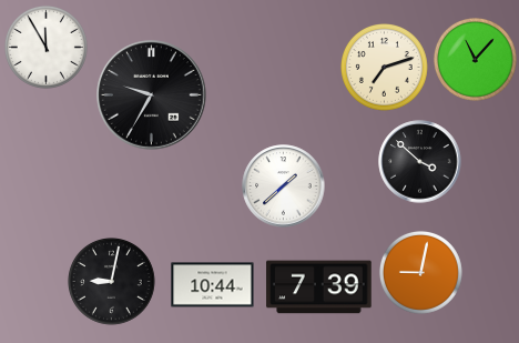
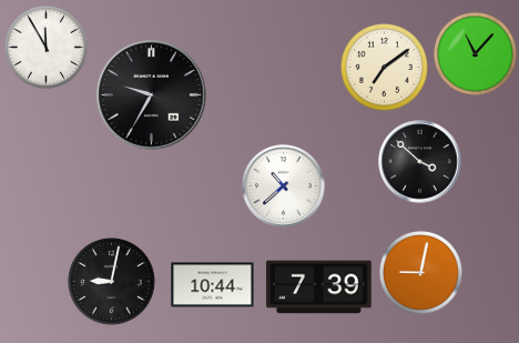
clock at (475, 59) position: (475, 59) -> (475, 53)
clock at (385, 68): 7:12 -> 7:09
clock at (284, 186): 1:38 -> 10:38
